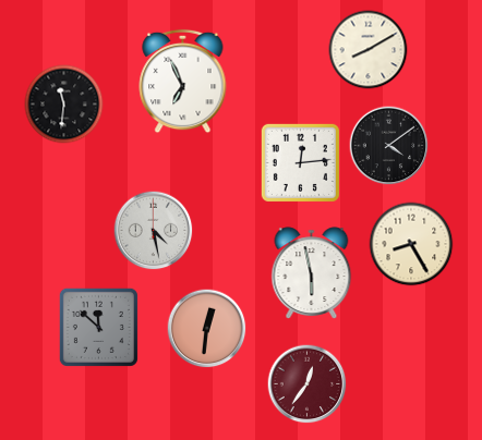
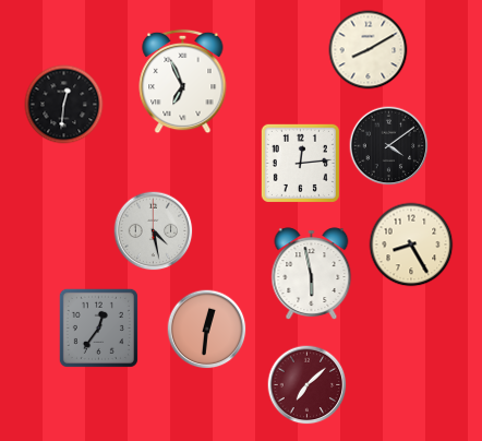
clock at (64, 105): 11:31 -> 12:31
clock at (98, 327): 11:52 -> 12:36
clock at (308, 384): 12:36 -> 7:08
